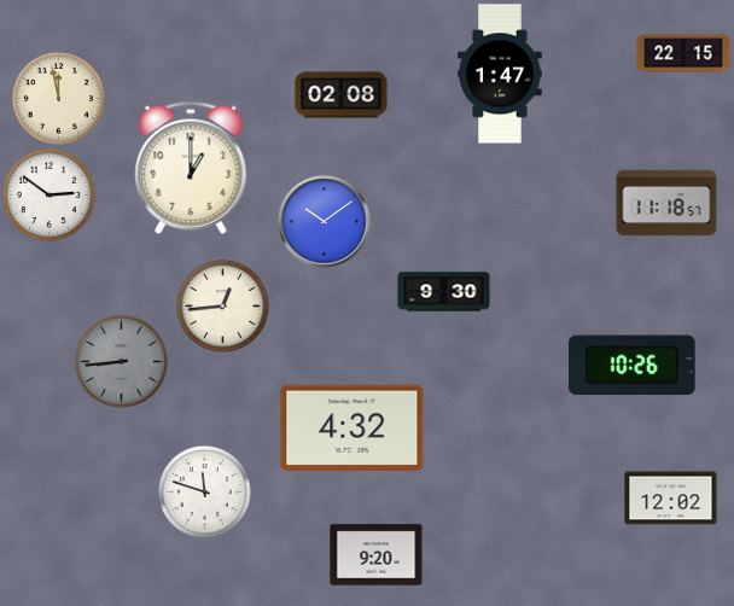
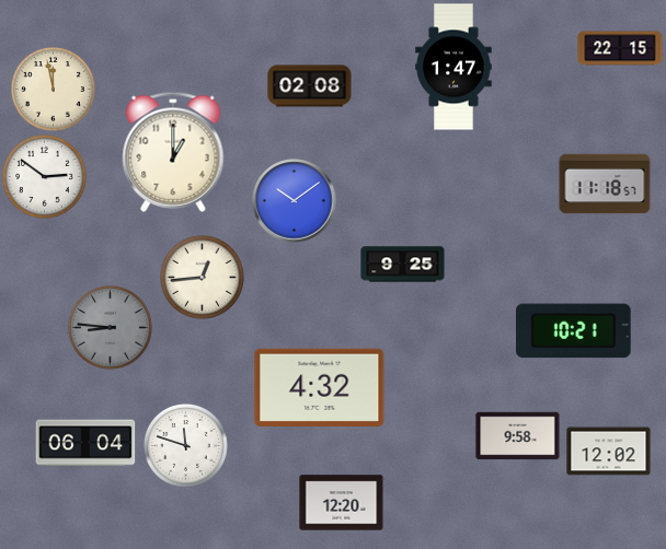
clock at (444, 292): 9:30 -> 9:25
clock at (121, 361): 8:44 -> 8:46
clock at (633, 366): 10:26 -> 10:21
clock at (518, 436): none -> 9:58
clock at (85, 443): none -> 06:04
clock at (377, 555): 9:20 -> 12:20
